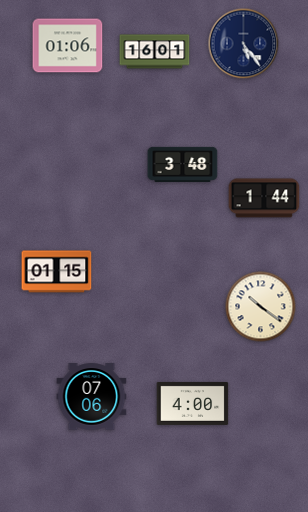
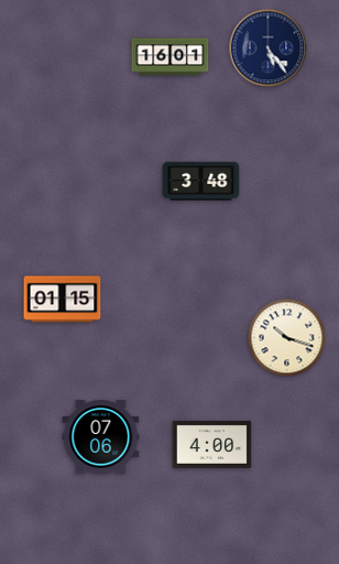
clock at (68, 46): 01:06 -> none
clock at (264, 198): 1:44 -> none
clock at (261, 307): 10:21 -> 10:18
